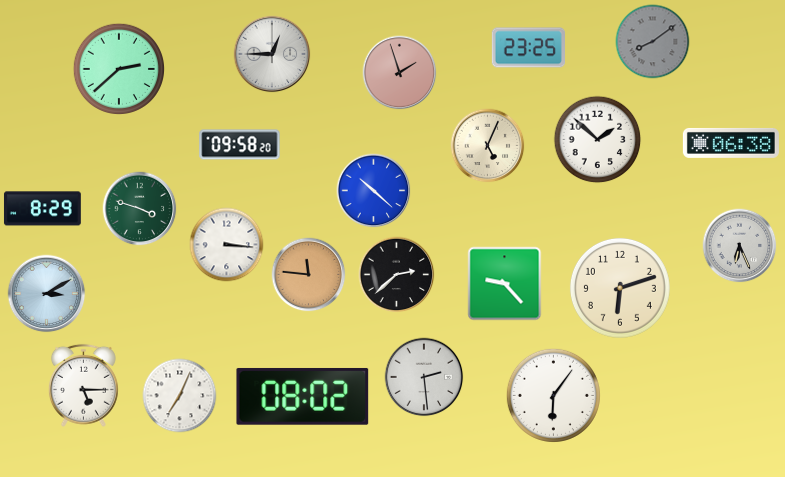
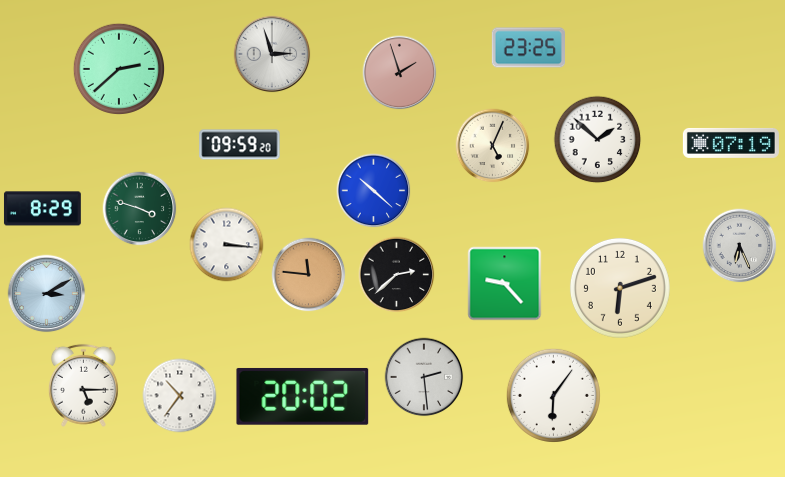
clock at (653, 42): 8:09 -> none
clock at (272, 54): 12:45 -> 2:57
clock at (731, 143): 06:38 -> 07:19
clock at (240, 145): 09:58 -> 09:59
clock at (488, 146) position: (488, 146) -> (493, 146)
clock at (180, 396): 7:04 -> 10:36
clock at (303, 396): 08:02 -> 20:02
